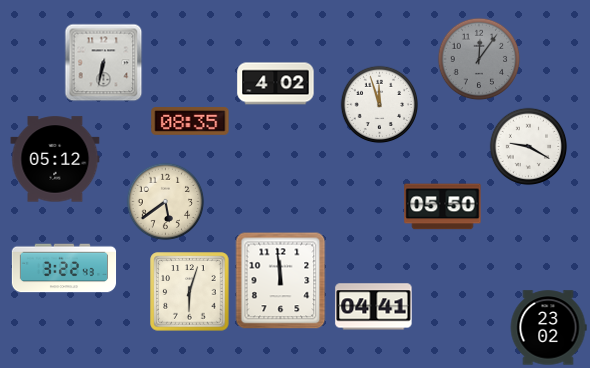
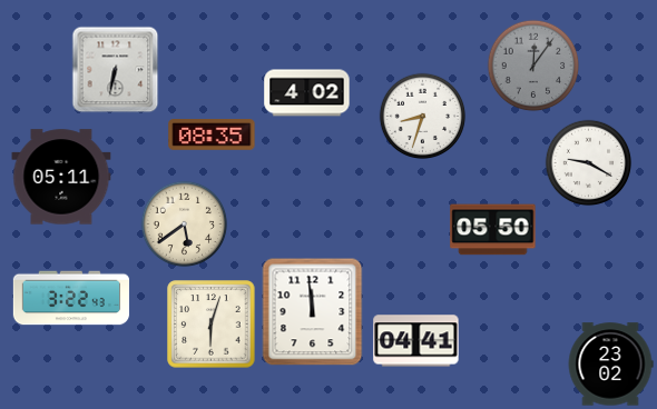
clock at (379, 104): 11:57 -> 8:33
clock at (55, 159): 05:12 -> 05:11
